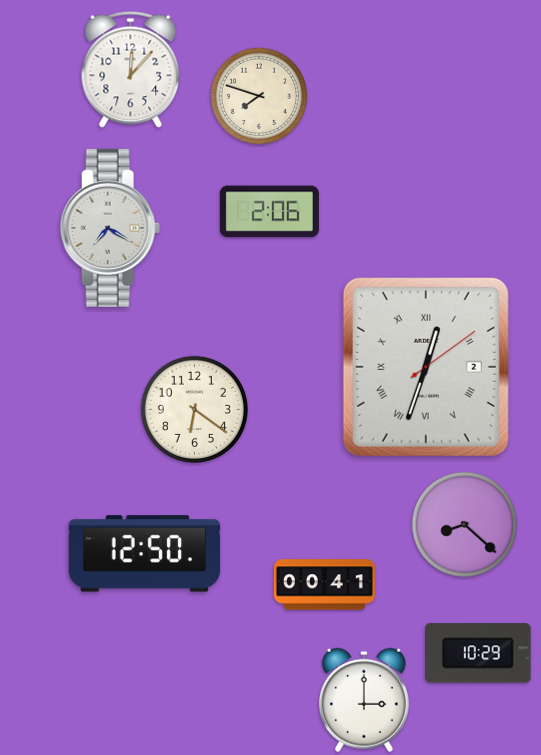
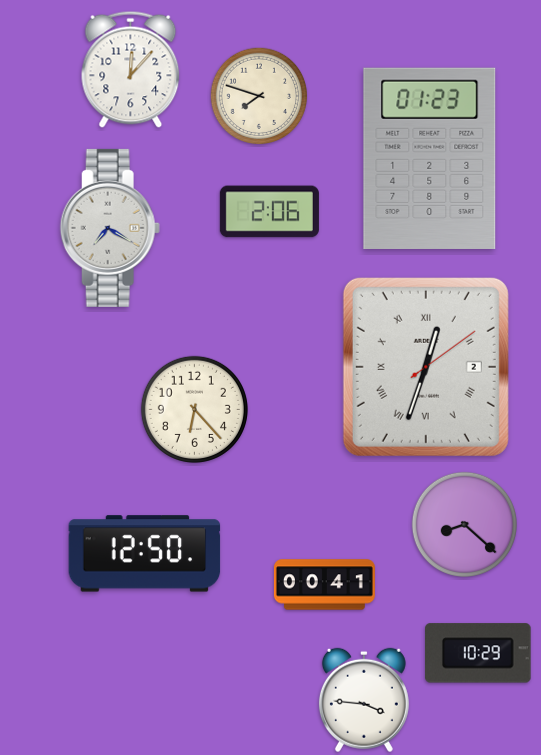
clock at (430, 158): none -> 01:23
clock at (194, 409): 6:21 -> 6:23
clock at (364, 700): 3:00 -> 3:46
